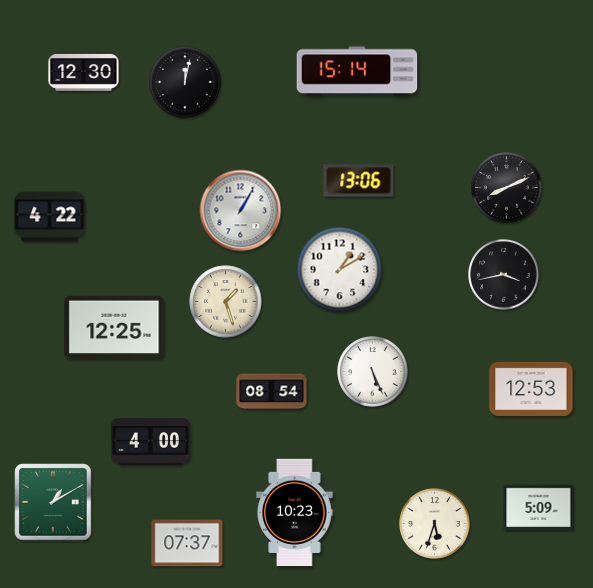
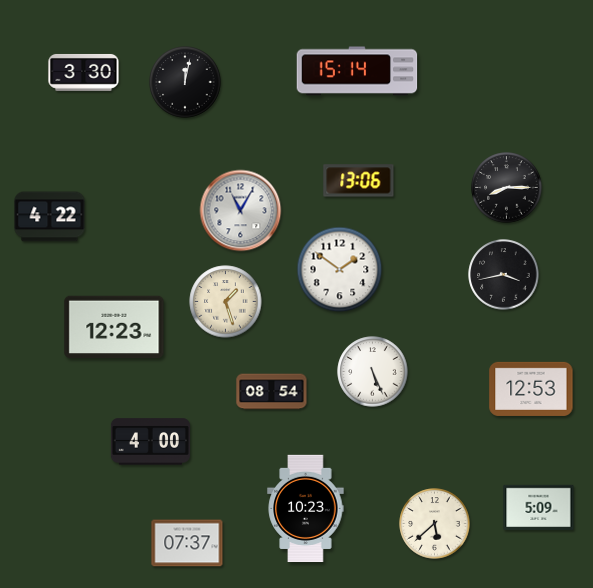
clock at (84, 72): 12:30 -> 3:30
clock at (507, 188): 8:11 -> 8:15
clock at (241, 211): 1:05 -> 11:05
clock at (340, 270): 1:10 -> 1:51
clock at (114, 327): 12:25 -> 12:23
clock at (53, 502): 1:10 -> none
clock at (295, 512) position: (295, 512) -> (306, 508)
clock at (435, 524): 5:33 -> 5:38
